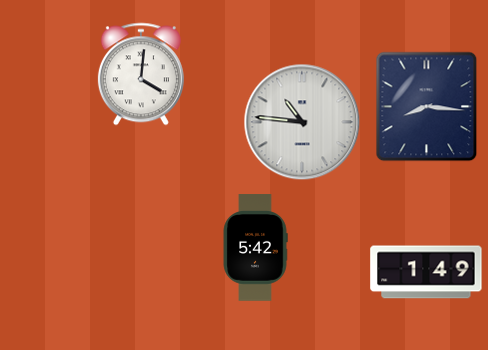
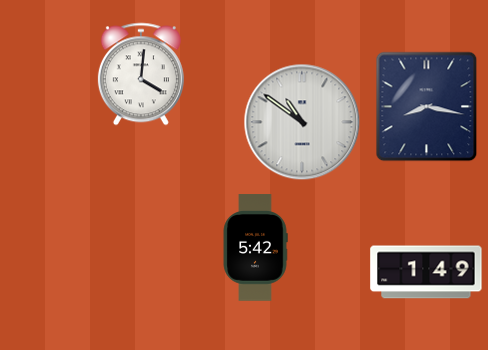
clock at (427, 107): 8:16 -> 8:17
clock at (302, 122): 10:46 -> 10:51
